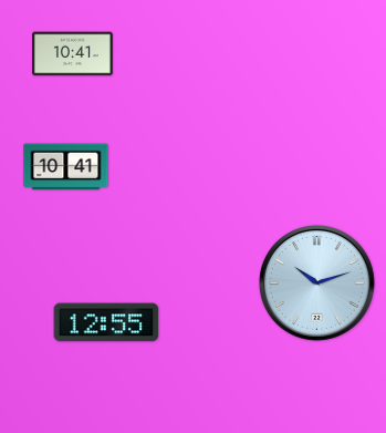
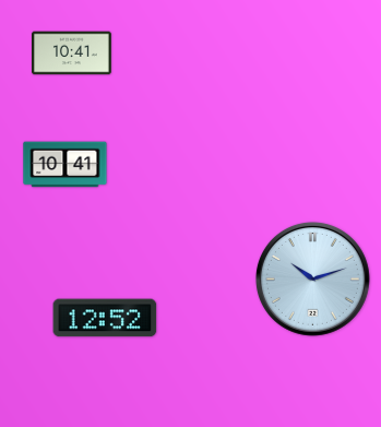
clock at (106, 322): 12:55 -> 12:52
